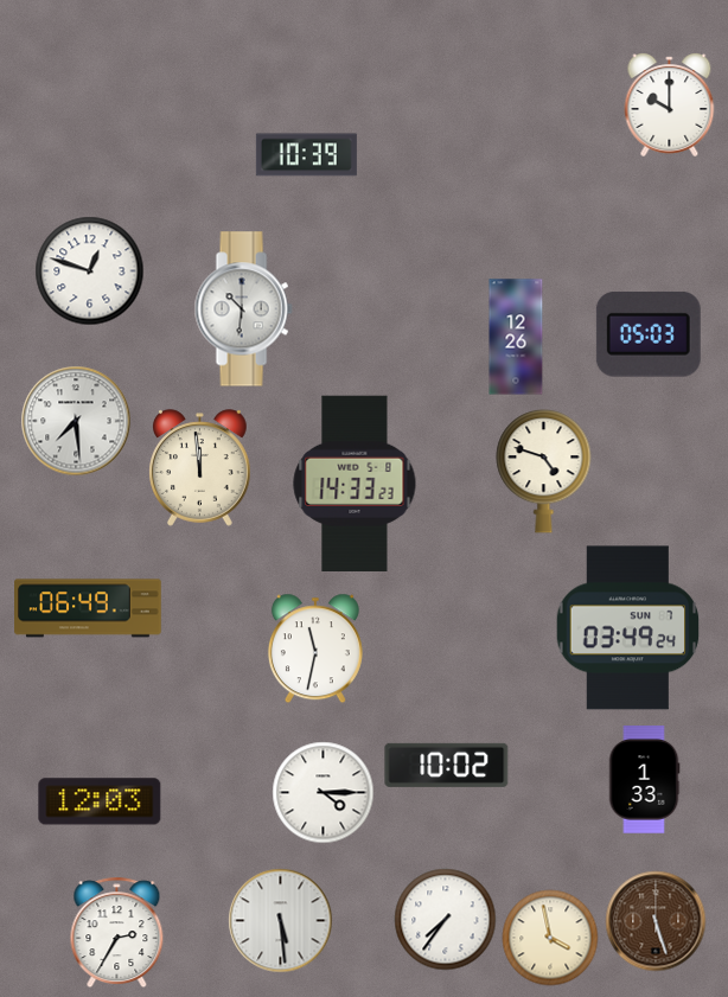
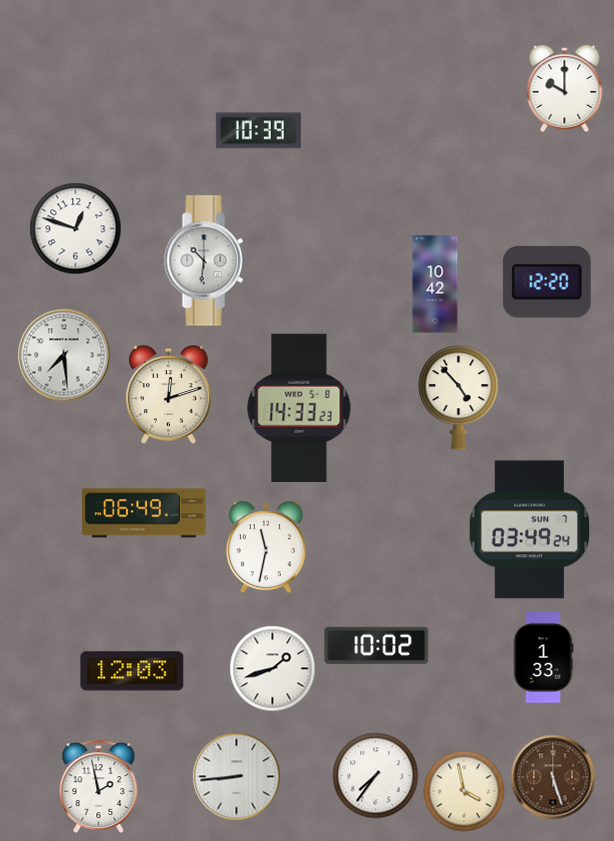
clock at (649, 334): 05:03 -> 12:20
clock at (516, 337): 12:26 -> 10:42
clock at (200, 468): 11:59 -> 12:12
clock at (544, 472): 4:48 -> 4:53
clock at (88, 608) position: (88, 608) -> (144, 513)
clock at (324, 793): 4:15 -> 1:42
clock at (100, 801) position: (100, 801) -> (132, 671)
clock at (281, 921): 5:29 -> 8:44
clock at (117, 933): 2:35 -> 1:58
